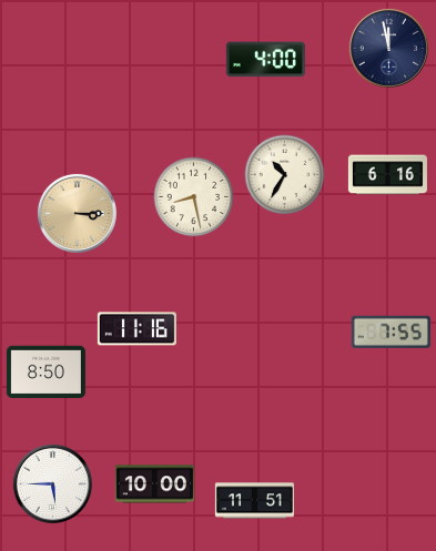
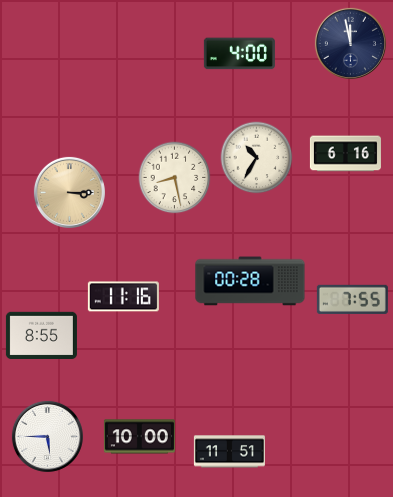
clock at (387, 175) position: (387, 175) -> (345, 154)
clock at (250, 281): none -> 00:28
clock at (45, 371): 8:50 -> 8:55
